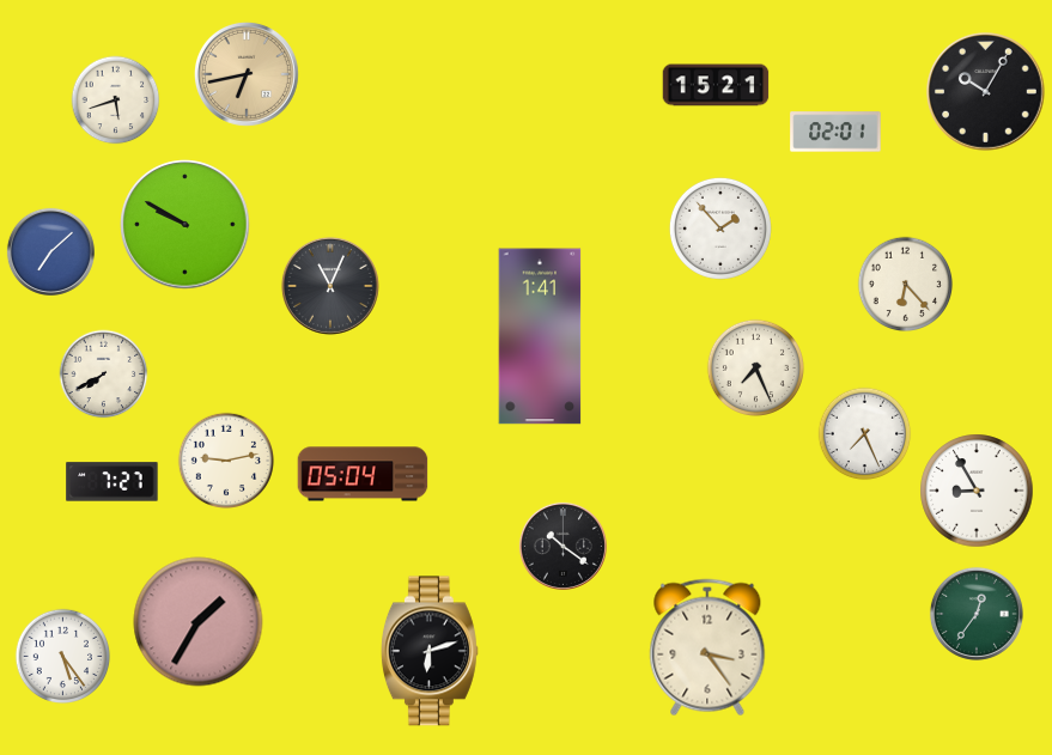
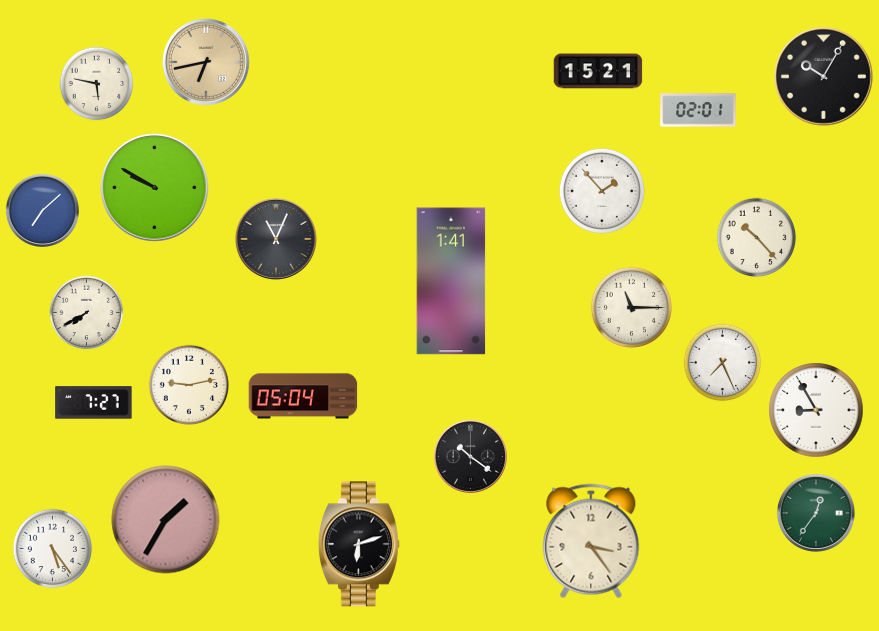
clock at (116, 101): 5:42 -> 5:47
clock at (906, 285): 6:23 -> 10:23
clock at (755, 367): 7:26 -> 11:15
